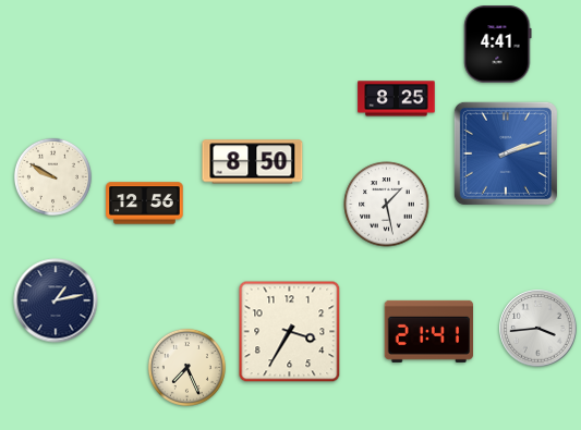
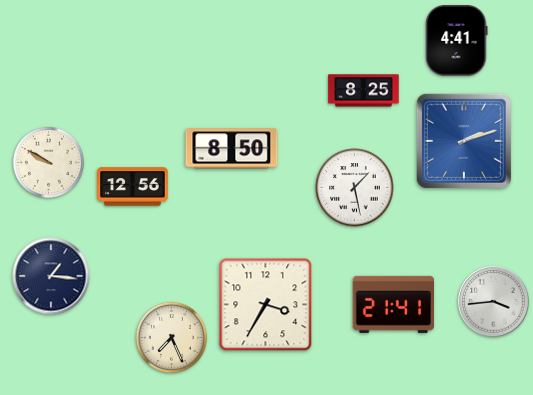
clock at (56, 300): 1:13 -> 1:16
